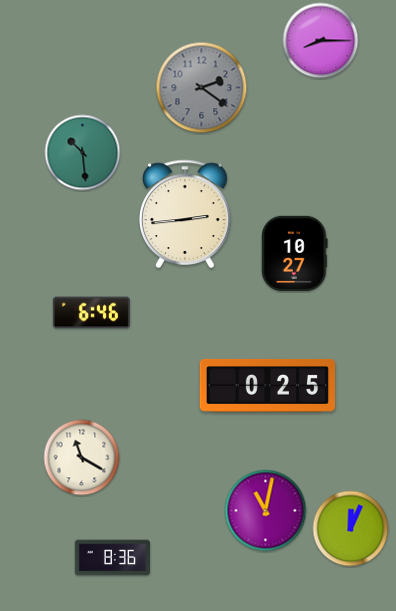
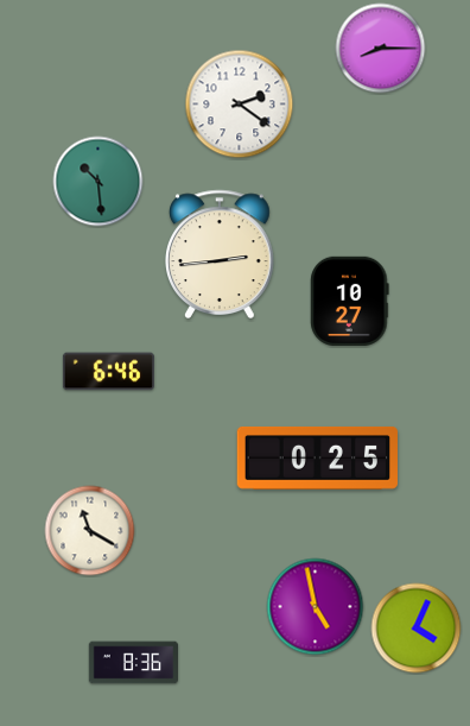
clock at (202, 88) dial: grey -> white
clock at (82, 458) position: (82, 458) -> (90, 531)
clock at (266, 511): 11:02 -> 4:58
clock at (351, 529): 12:04 -> 4:04
